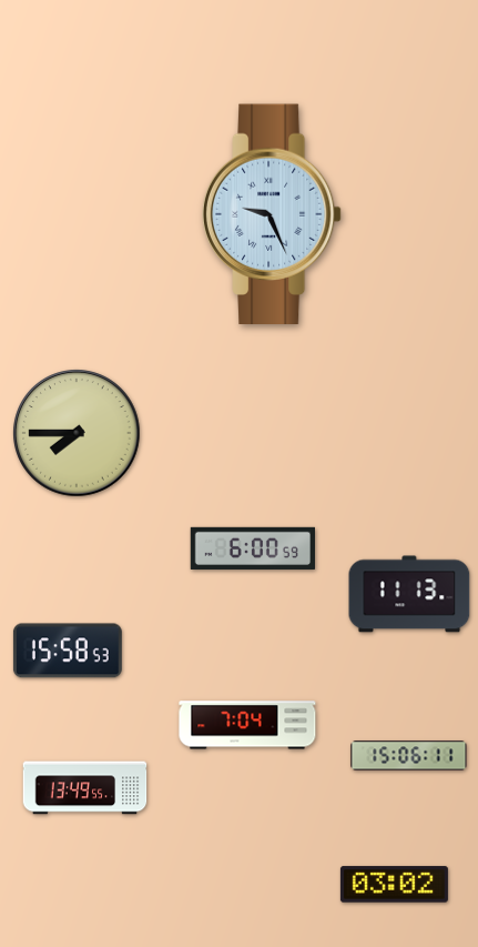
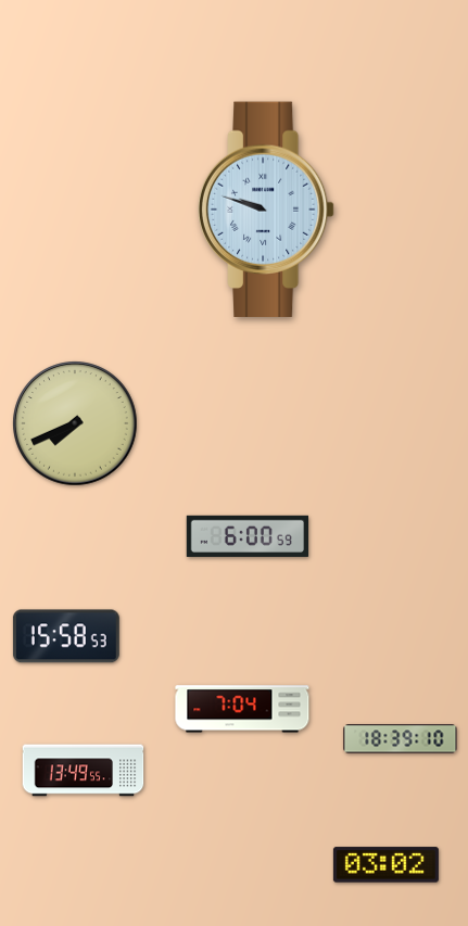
clock at (272, 213): 9:26 -> 9:48
clock at (77, 433): 7:45 -> 7:41
clock at (409, 594): 11:13 -> none
clock at (409, 756): 15:06 -> 18:39
